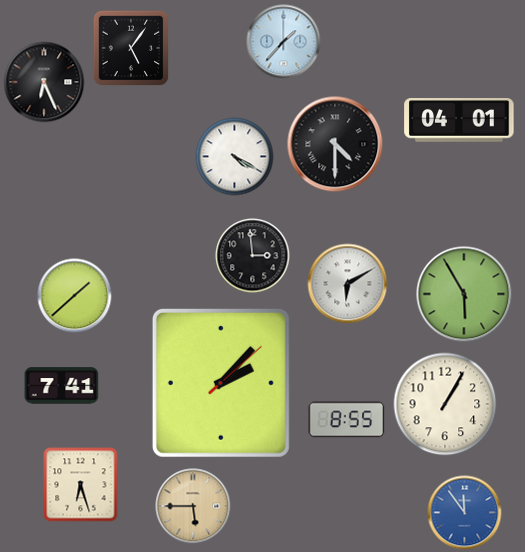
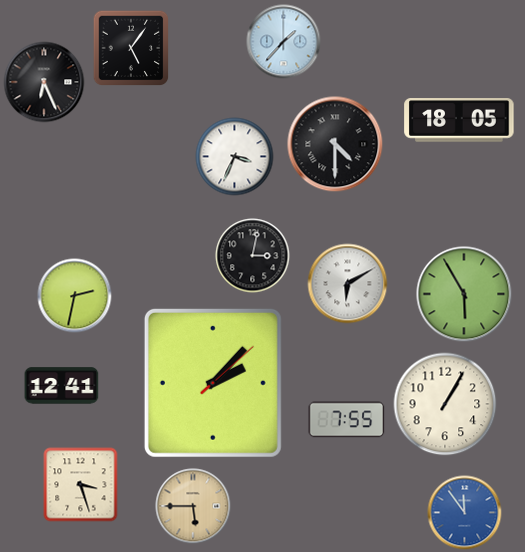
clock at (459, 120): 04:01 -> 18:05
clock at (235, 157): 4:20 -> 3:34
clock at (253, 256): 2:59 -> 3:02
clock at (75, 296): 1:38 -> 2:32
clock at (221, 383) position: (221, 383) -> (213, 383)
clock at (62, 386): 7:41 -> 12:41
clock at (347, 420): 8:55 -> 7:55
clock at (81, 485): 6:27 -> 3:27
